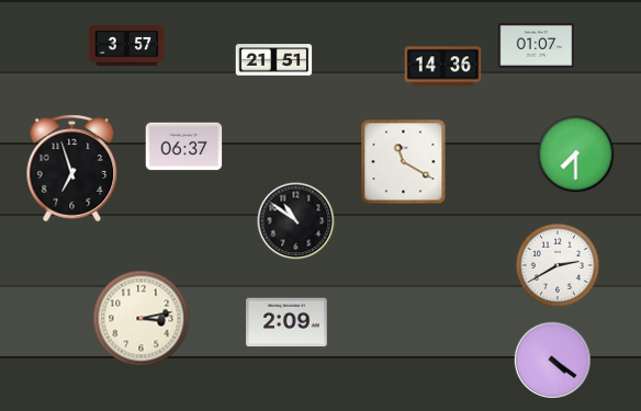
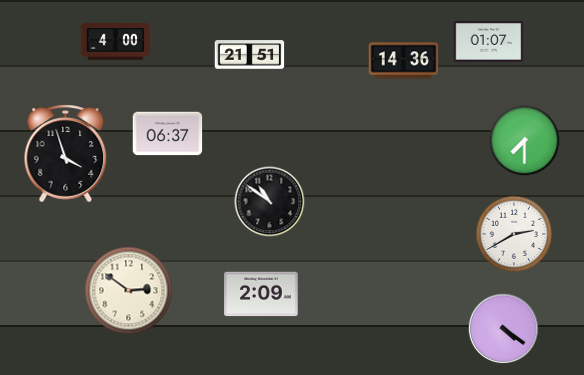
clock at (127, 46): 3:57 -> 4:00
clock at (404, 162): 11:20 -> none
clock at (72, 169): 6:57 -> 3:57
clock at (558, 265) position: (558, 265) -> (514, 234)
clock at (142, 319): 3:13 -> 2:51
